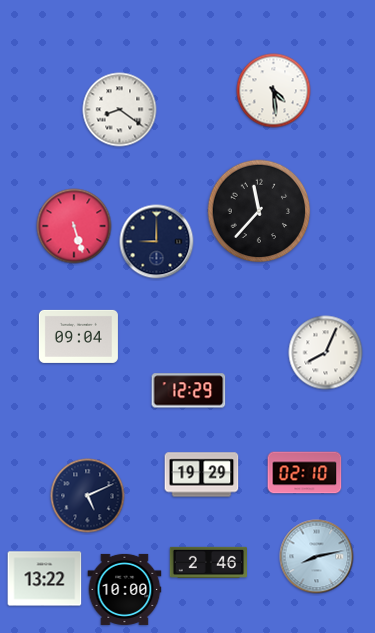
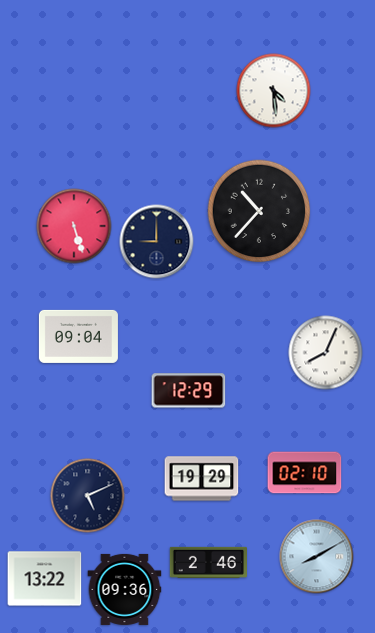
clock at (120, 110): 8:21 -> none
clock at (259, 211): 11:37 -> 10:37
clock at (202, 475) position: (202, 475) -> (202, 479)
clock at (317, 557): 8:13 -> 8:10
clock at (125, 589): 10:00 -> 09:36
